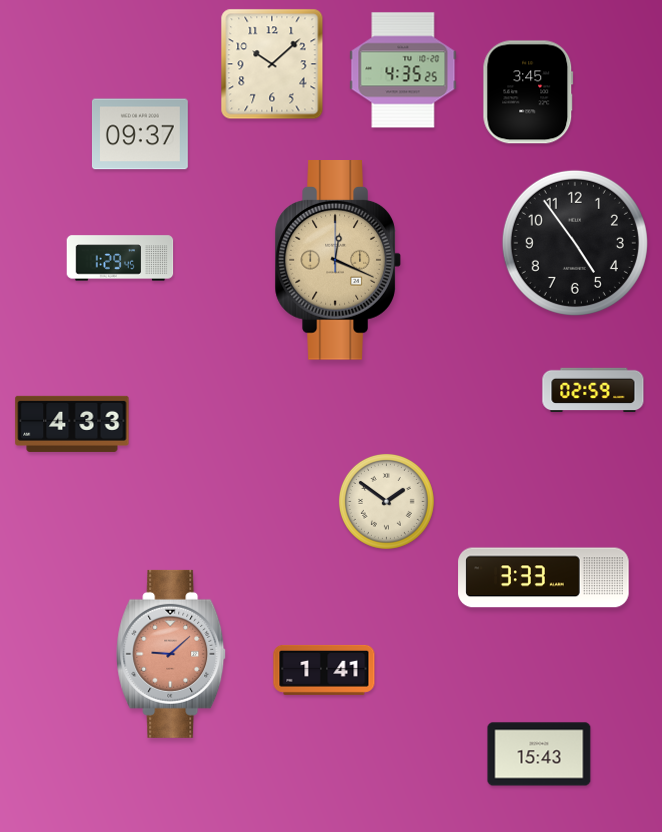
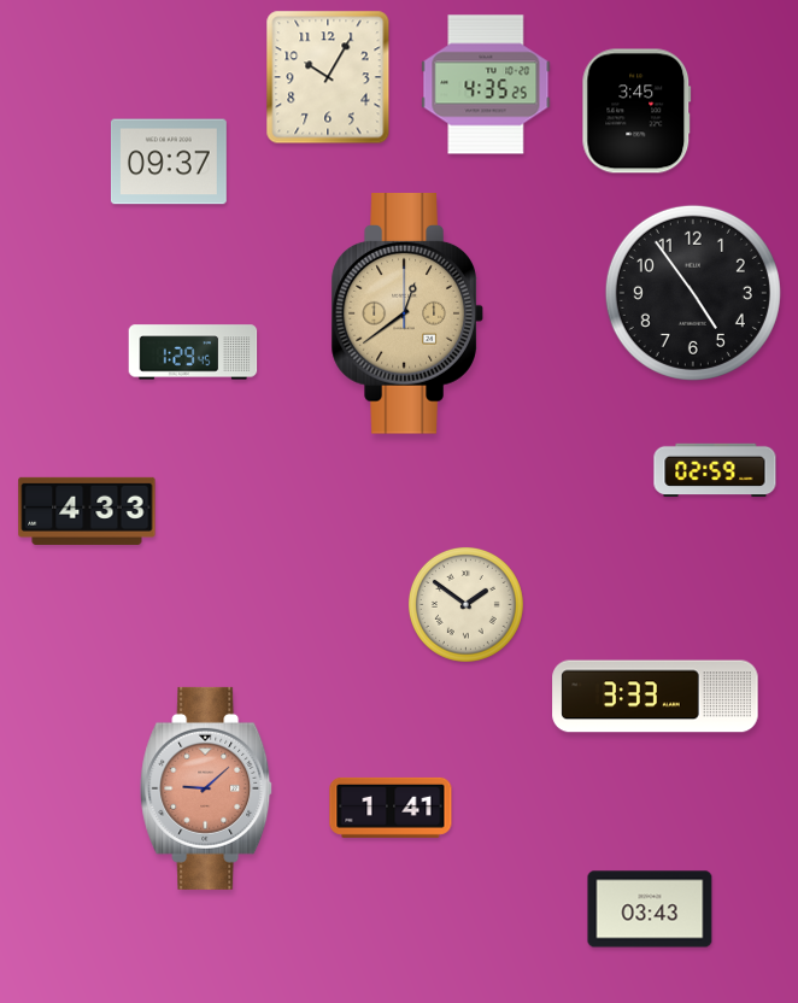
clock at (272, 64): 10:08 -> 10:05
clock at (120, 258) position: (120, 258) -> (193, 352)
clock at (338, 261): 12:19 -> 12:39
clock at (539, 754): 15:43 -> 03:43
